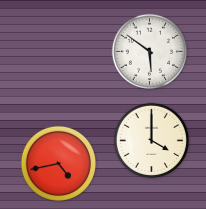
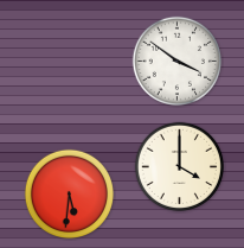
clock at (150, 52): 5:51 -> 3:51
clock at (59, 164): 4:43 -> 5:31
